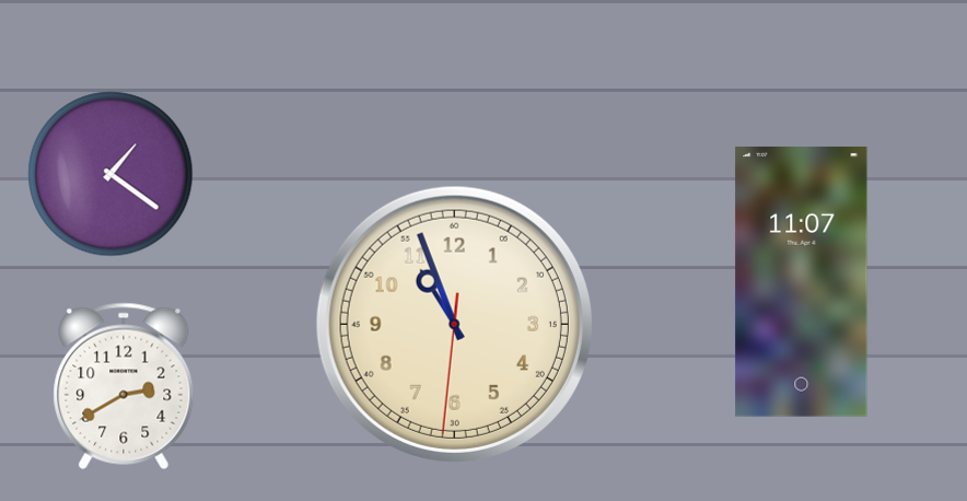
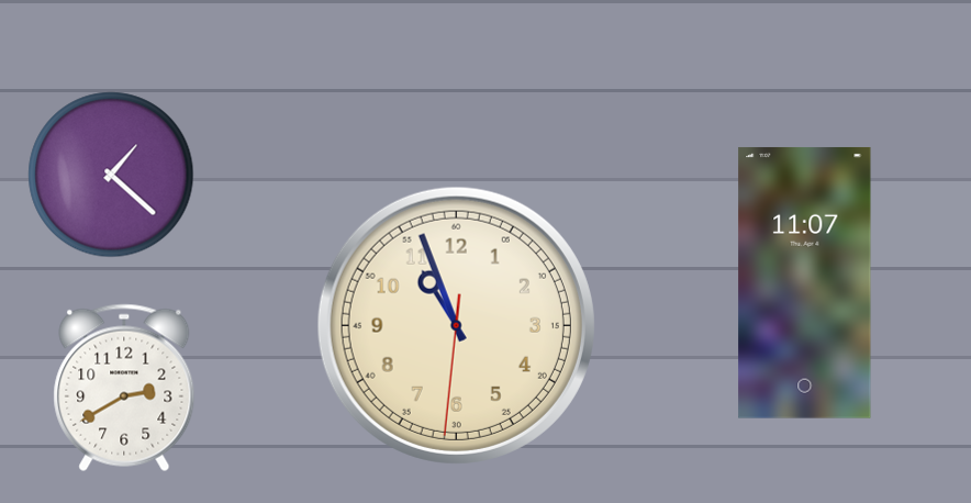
clock at (110, 174): 1:21 -> 1:22
